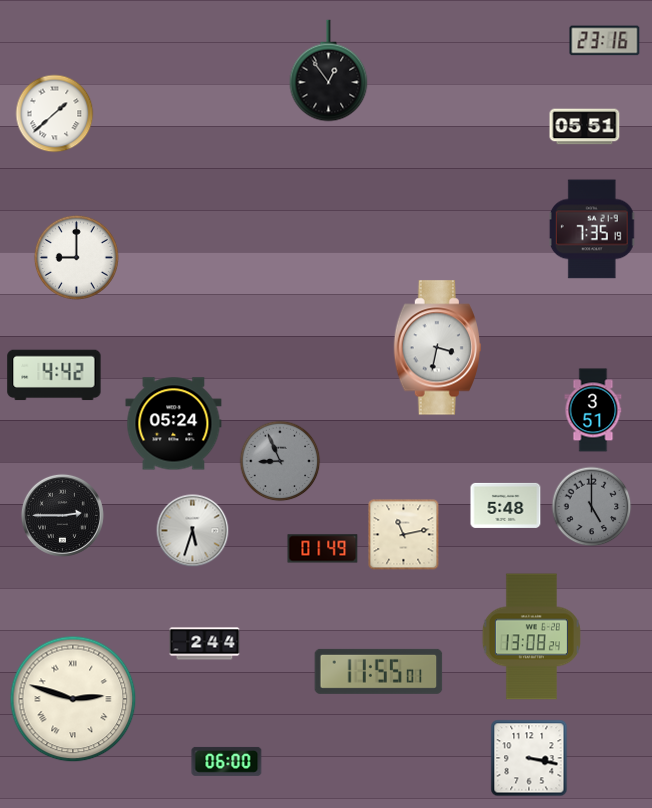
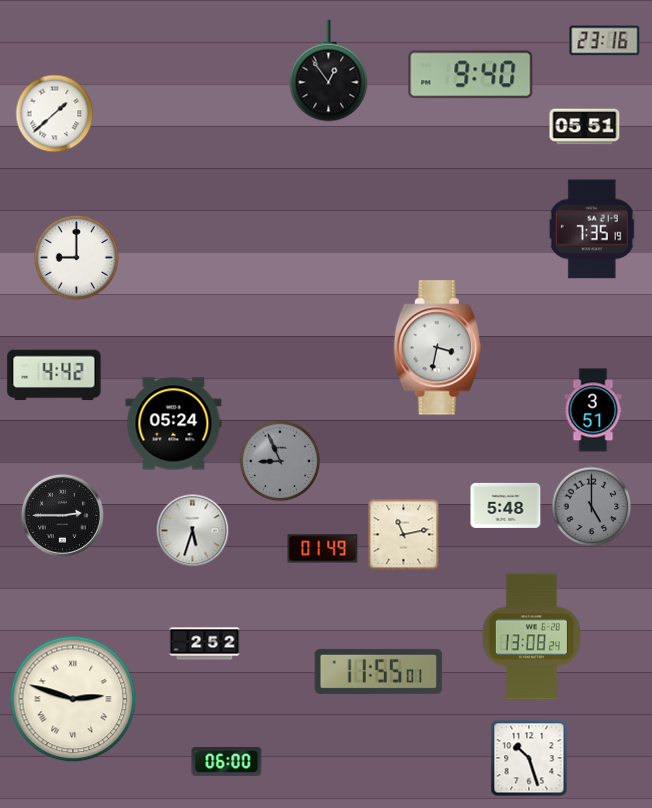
clock at (471, 75): none -> 9:40
clock at (205, 644): 2:44 -> 2:52
clock at (529, 758): 3:17 -> 10:27
